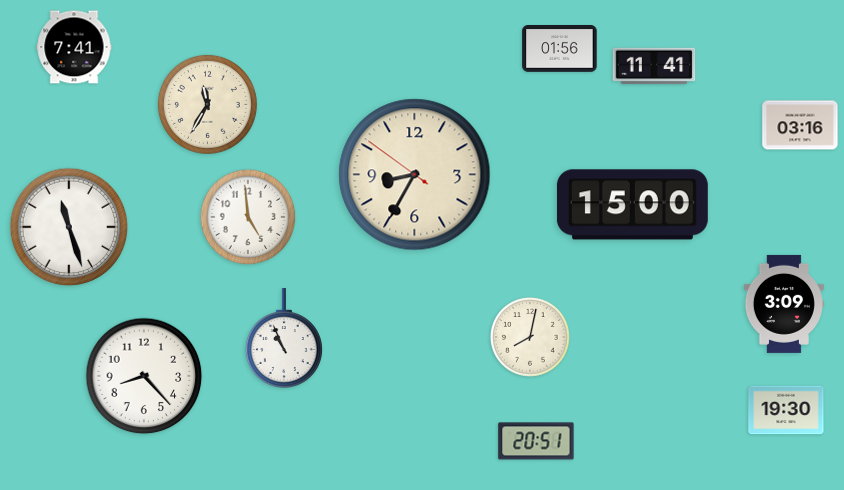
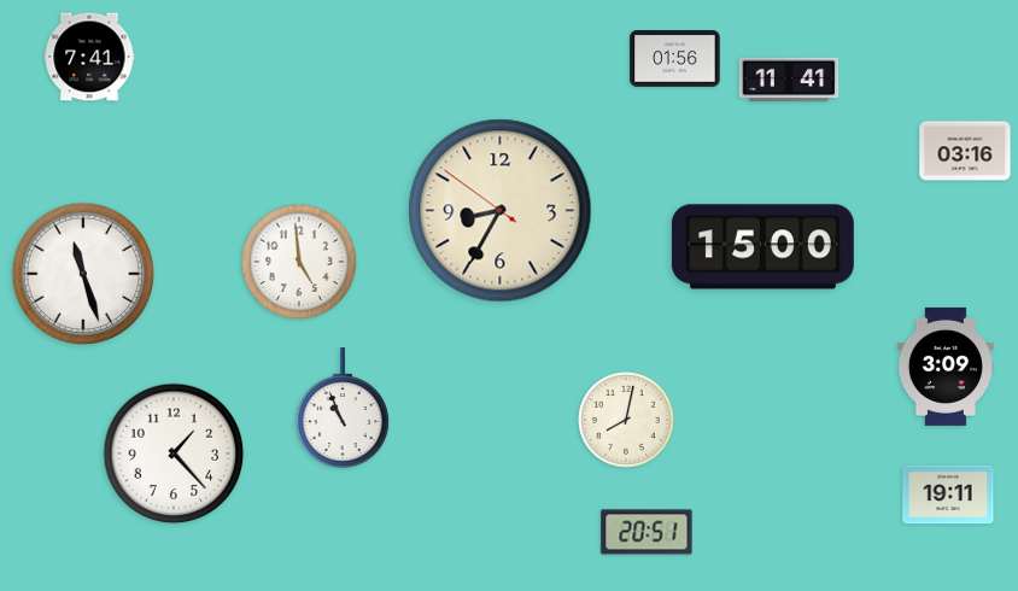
clock at (207, 104): 11:35 -> none
clock at (531, 338) position: (531, 338) -> (627, 421)
clock at (144, 376): 8:23 -> 1:23
clock at (786, 410): 19:30 -> 19:11
